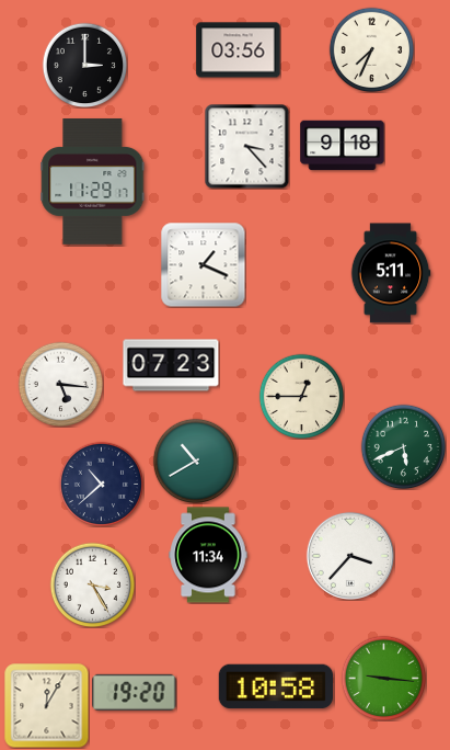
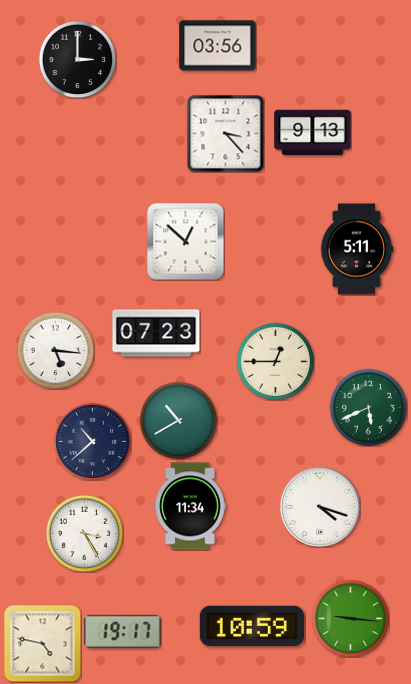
clock at (371, 49): 7:34 -> none
clock at (343, 146): 9:18 -> 9:13
clock at (93, 182): 11:29 -> none
clock at (203, 264): 1:19 -> 12:52
clock at (350, 556): 3:37 -> 4:18
clock at (275, 686): 10:58 -> 10:59
clock at (135, 692): 19:20 -> 19:17
clock at (46, 705): 12:05 -> 4:47
